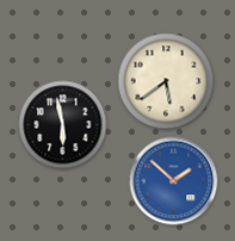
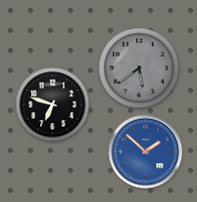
clock at (166, 81) dial: cream -> grey
clock at (63, 125): 5:58 -> 6:48
